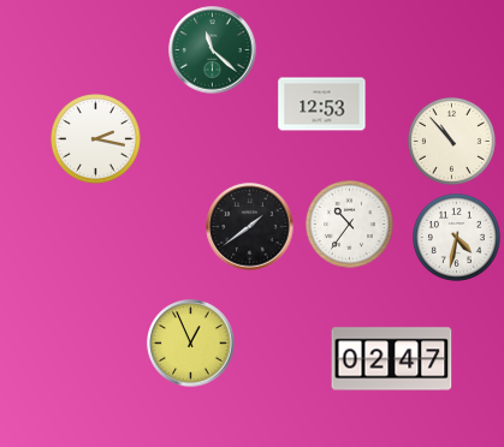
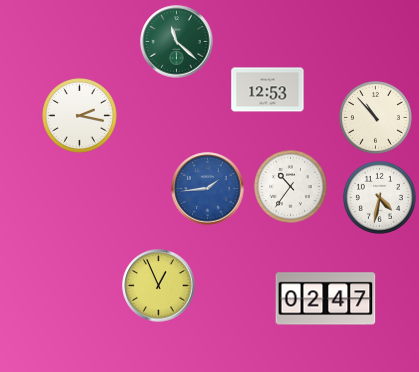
clock at (322, 105) position: (322, 105) -> (268, 90)
clock at (250, 227): 1:39 -> 1:44
clock at (250, 227) dial: black -> blue
